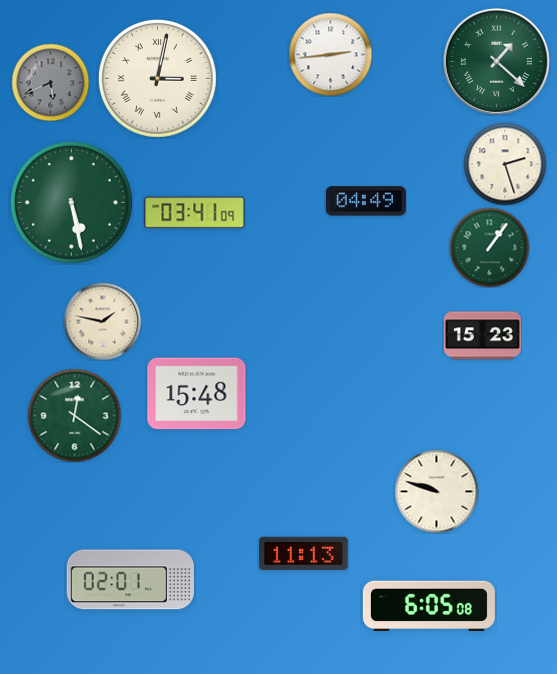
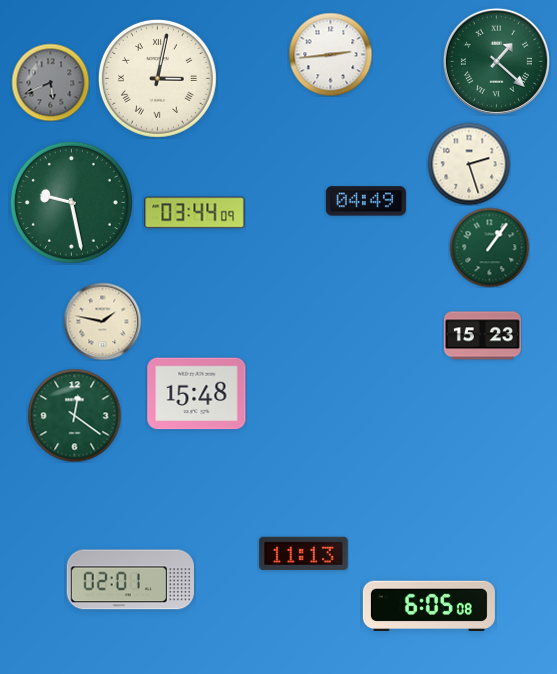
clock at (505, 164) position: (505, 164) -> (469, 164)
clock at (71, 202): 5:28 -> 9:28
clock at (195, 213): 03:41 -> 03:44
clock at (436, 491): 9:48 -> none
